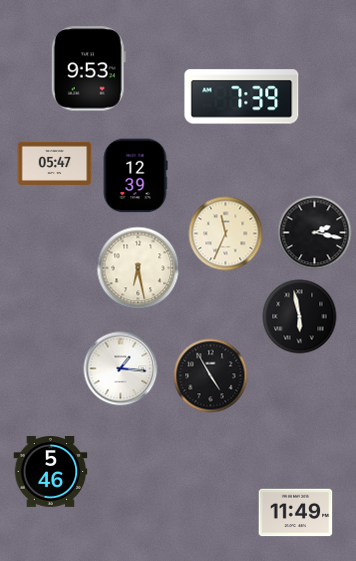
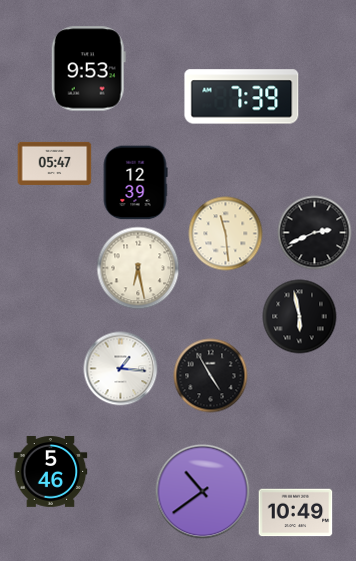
clock at (135, 176) position: (135, 176) -> (135, 183)
clock at (315, 233): 2:17 -> 2:41
clock at (226, 234): 11:34 -> 11:29
clock at (203, 492): none -> 10:39
clock at (296, 513): 11:49 -> 10:49
